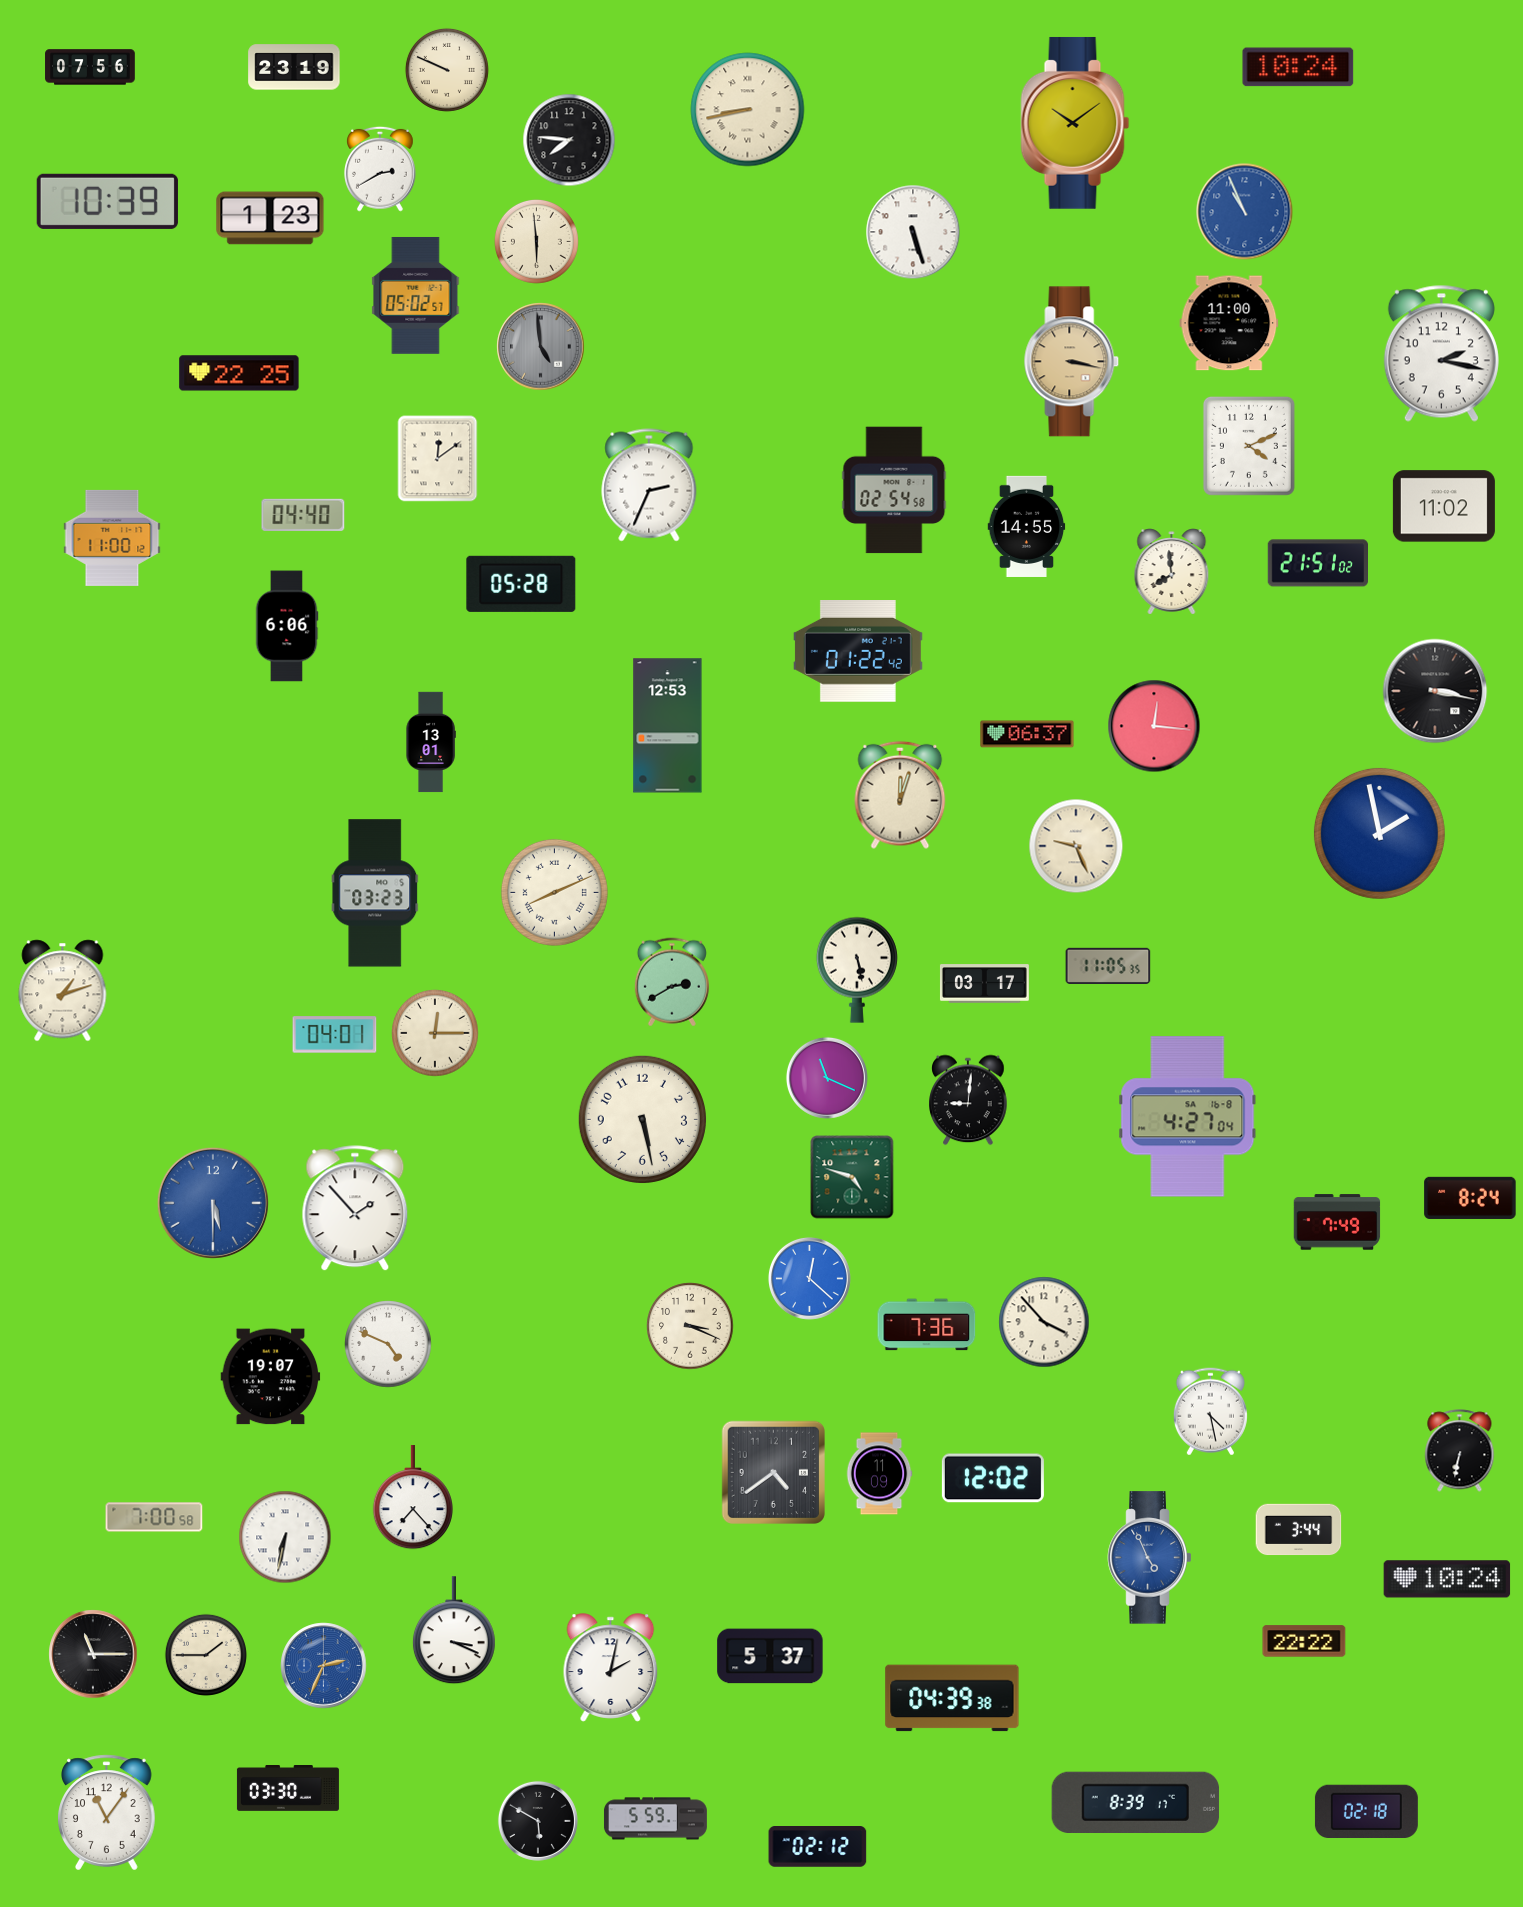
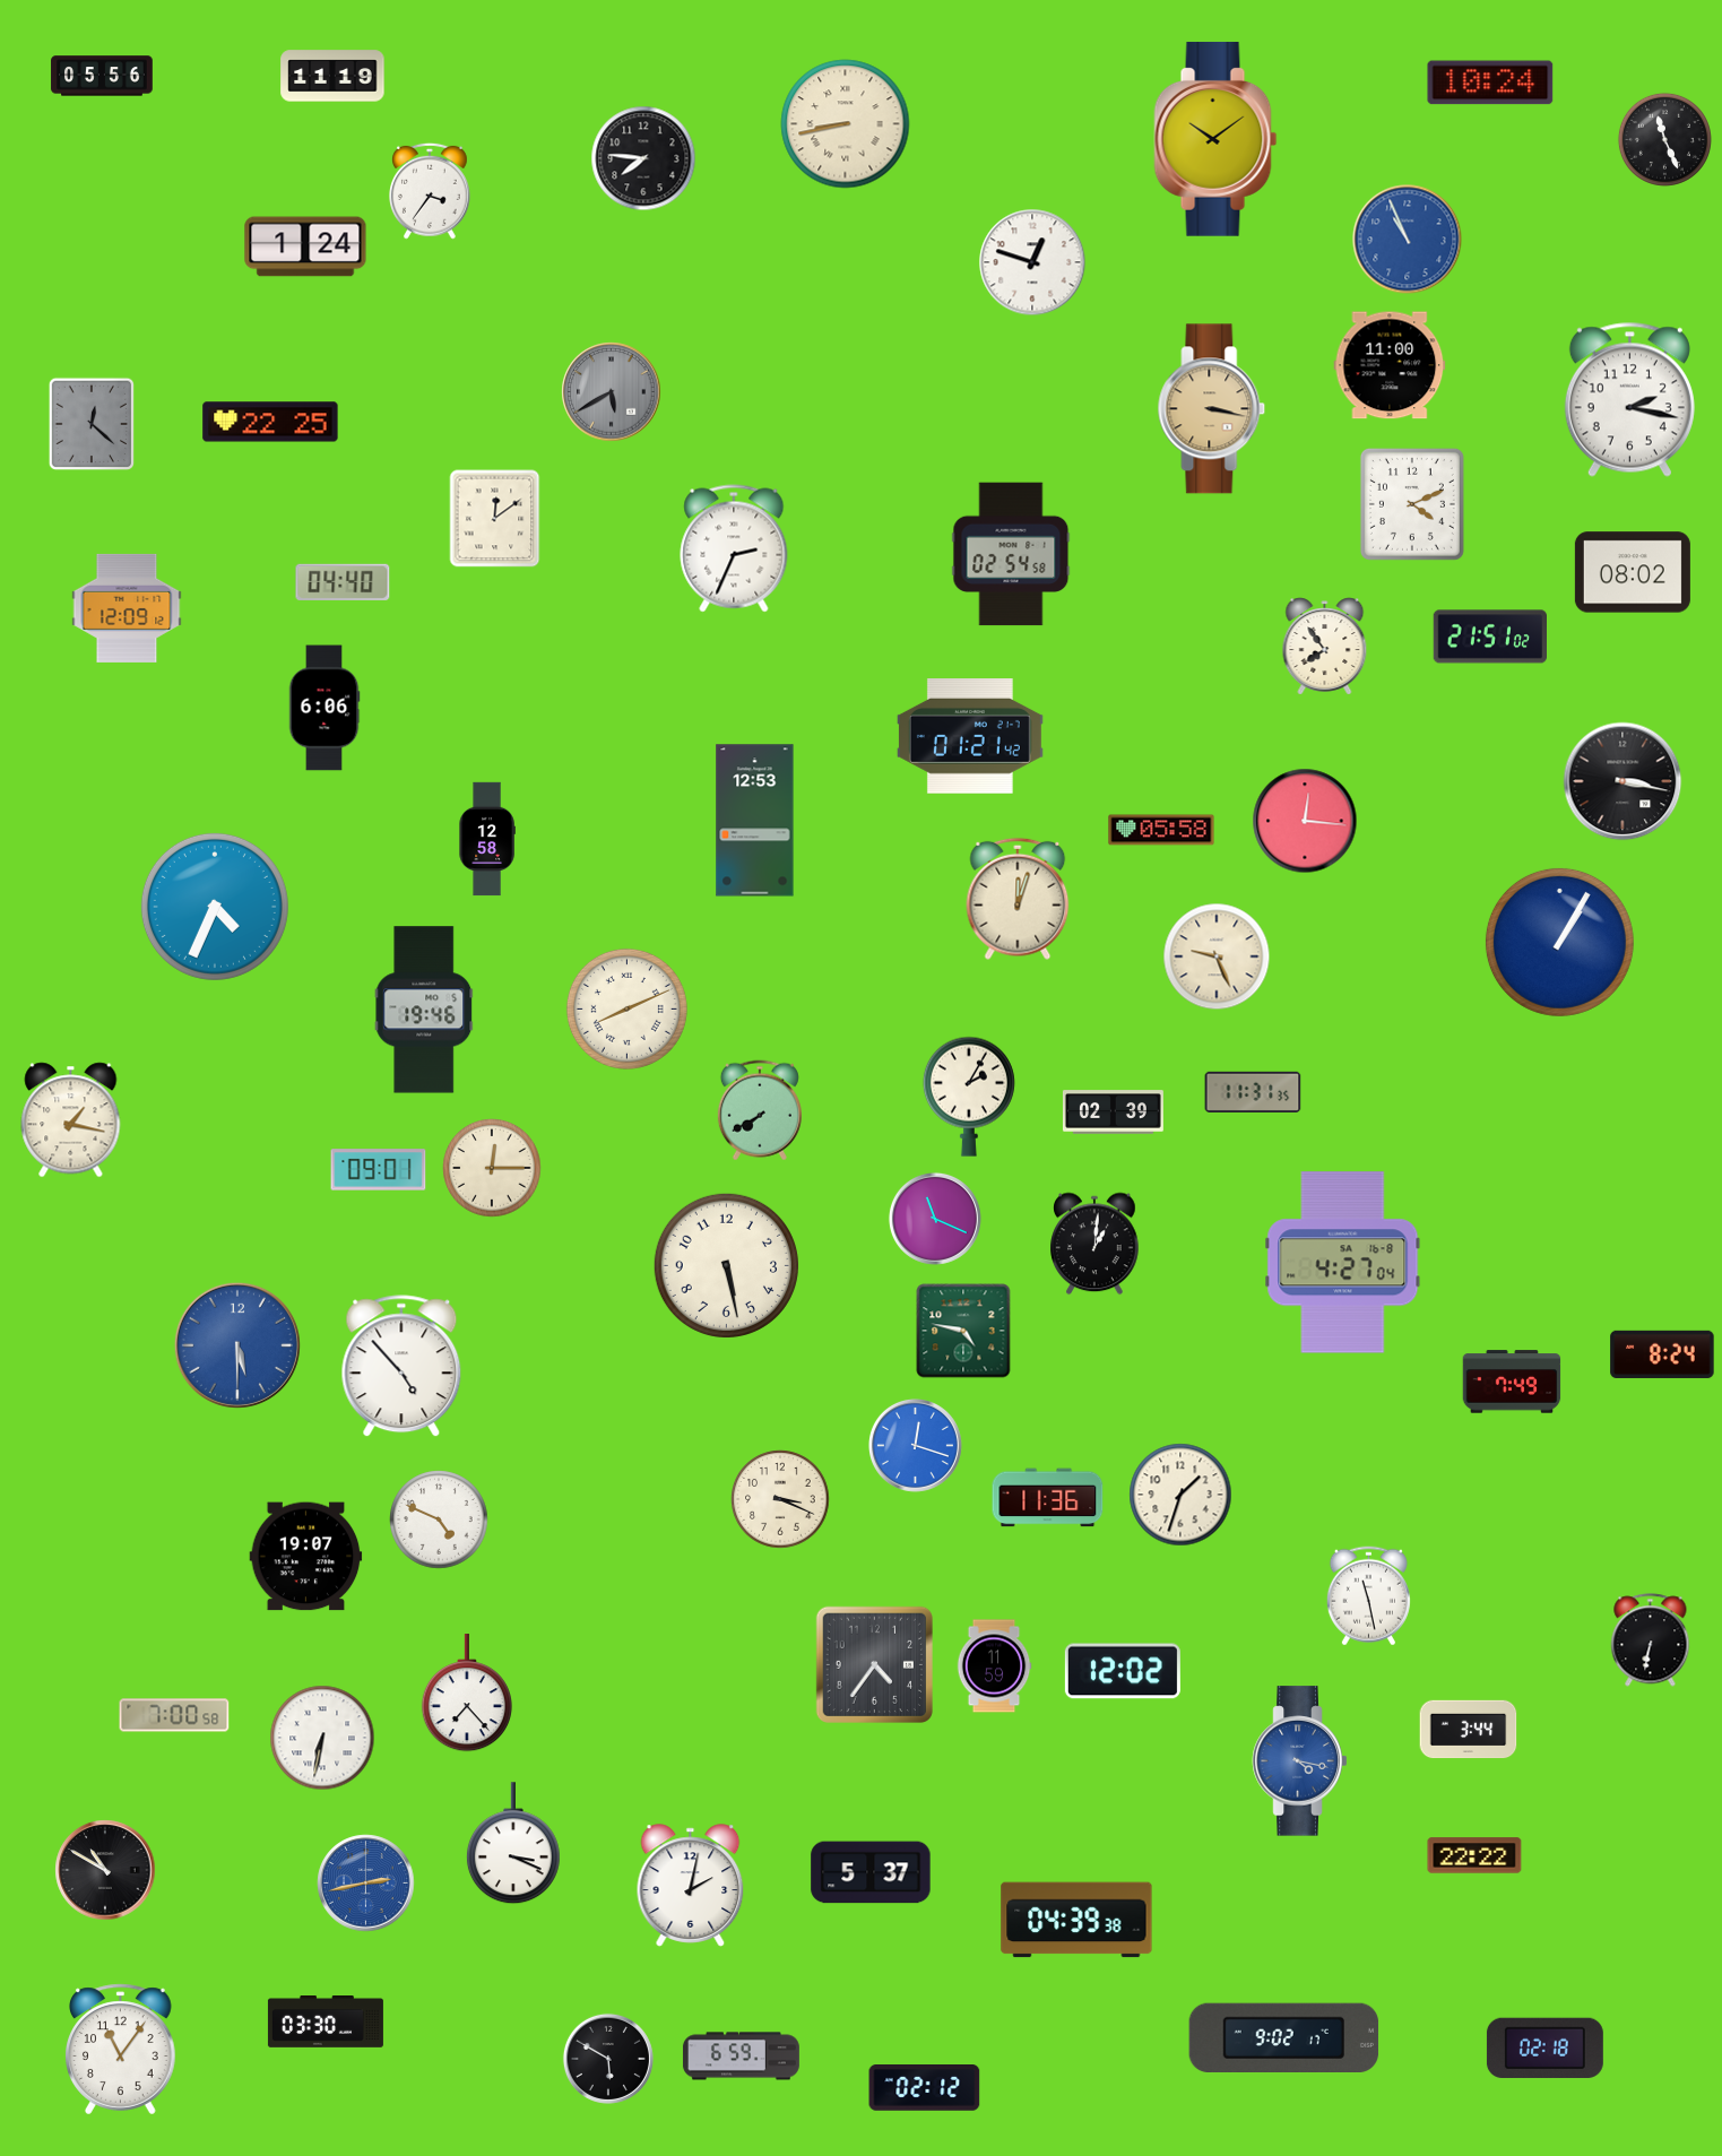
clock at (90, 67): 07:56 -> 05:56
clock at (294, 67): 23:19 -> 11:19
clock at (1298, 67) position: (1298, 67) -> (1490, 83)
clock at (447, 70): 9:49 -> none
clock at (1664, 139): none -> 11:26
clock at (381, 169): 2:40 -> 3:36
clock at (107, 201): 10:39 -> none
clock at (270, 218): 1:23 -> 1:24
clock at (913, 232): 5:27 -> 12:48
clock at (536, 241): 5:59 -> none
clock at (416, 295): 05:02 -> none
clock at (541, 347): 4:59 -> 5:40
clock at (90, 423): none -> 12:22
clock at (1444, 506): 11:02 -> 08:02
clock at (1027, 526): 14:55 -> none
clock at (112, 538): 11:00 -> 12:09
clock at (1172, 572): 7:59 -> 7:54
clock at (521, 584): 05:28 -> none
clock at (858, 652): 01:22 -> 01:21
clock at (1027, 734): 06:37 -> 05:58
clock at (431, 742): 13:01 -> 12:58
clock at (215, 907): none -> 4:34
clock at (1379, 833): 1:58 -> 1:05
clock at (375, 893): 03:23 -> 19:46
clock at (1108, 965): 11:05 -> 11:31
clock at (857, 970): 5:28 -> 2:05
clock at (672, 982): 2:40 -> 7:40
clock at (984, 984): 03:17 -> 02:39
clock at (63, 991): 1:12 -> 1:17
clock at (335, 1035): 04:01 -> 09:01
clock at (968, 1100): 9:01 -> 1:01
clock at (852, 1177): 4:48 -> 4:47
clock at (213, 1203) position: (213, 1203) -> (237, 1345)
clock at (355, 1209): 1:53 -> 4:53
clock at (809, 1278): 12:22 -> 12:18
clock at (1044, 1322): 3:53 -> 1:33
clock at (927, 1325): 7:36 -> 11:36
clock at (1210, 1412): 4:28 -> 11:28
clock at (773, 1472): 4:39 -> 4:36
clock at (879, 1474): 11:09 -> 11:59
clock at (1150, 1558): 4:56 -> 4:17
clock at (1447, 1579): 10:24 -> none
clock at (93, 1654): 11:15 -> 10:50
clock at (206, 1655): 1:45 -> none
clock at (324, 1666): 2:34 -> 2:43
clock at (1136, 1802): 8:39 -> 9:02
clock at (655, 1819): 5:59 -> 6:59
